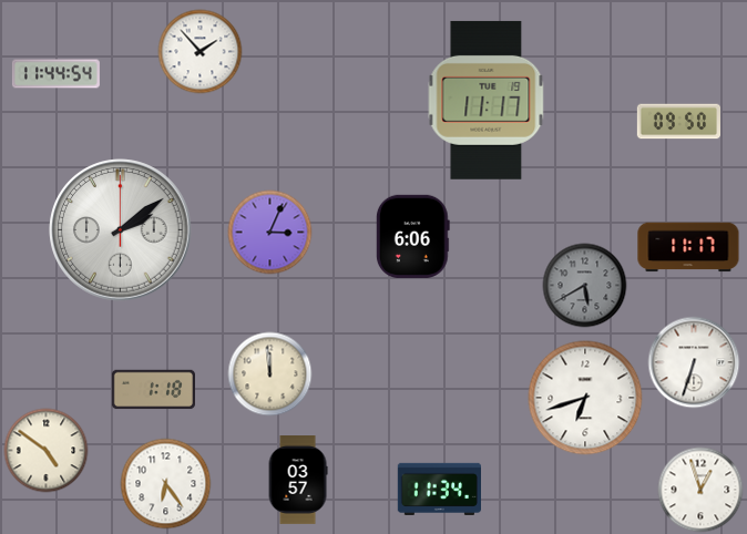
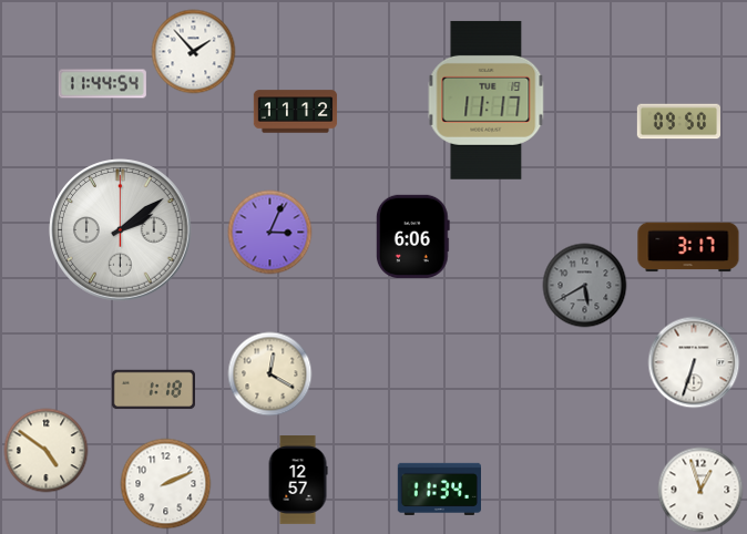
clock at (201, 52) position: (201, 52) -> (194, 52)
clock at (55, 74) position: (55, 74) -> (102, 84)
clock at (296, 112): none -> 11:12
clock at (688, 247): 11:17 -> 3:17
clock at (270, 374): 11:59 -> 12:20
clock at (585, 398): 6:42 -> none
clock at (298, 481): 03:57 -> 12:57
clock at (166, 484): 6:24 -> 2:11
